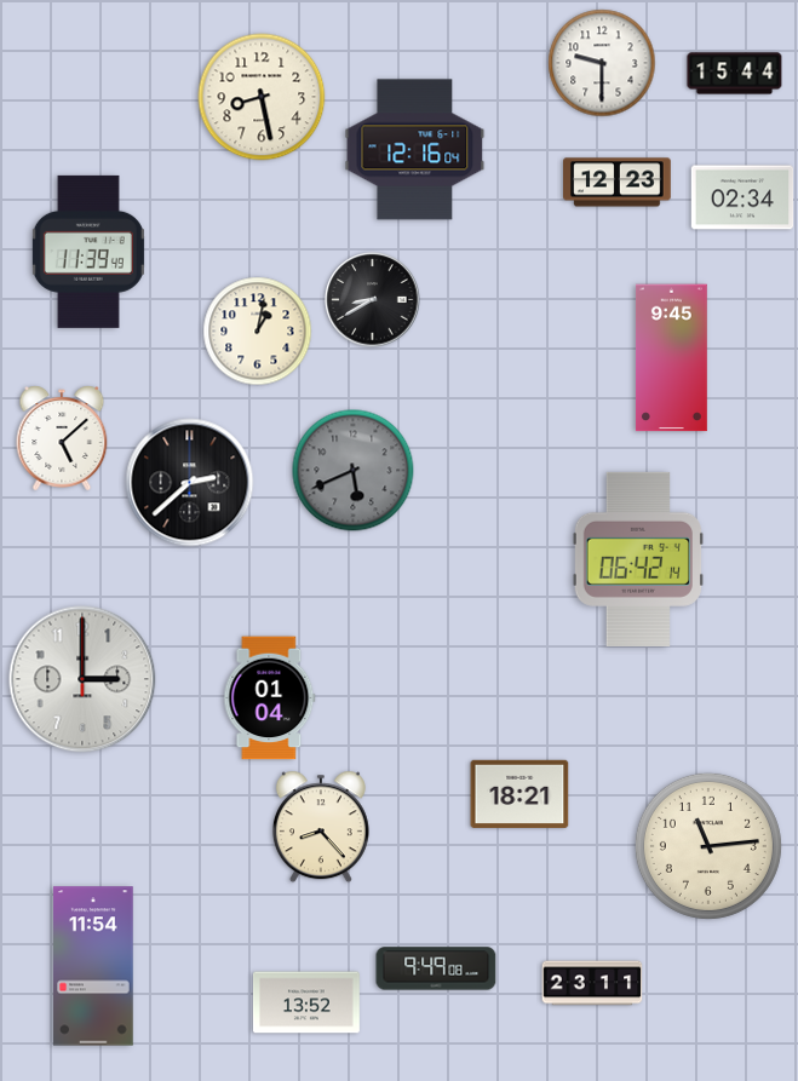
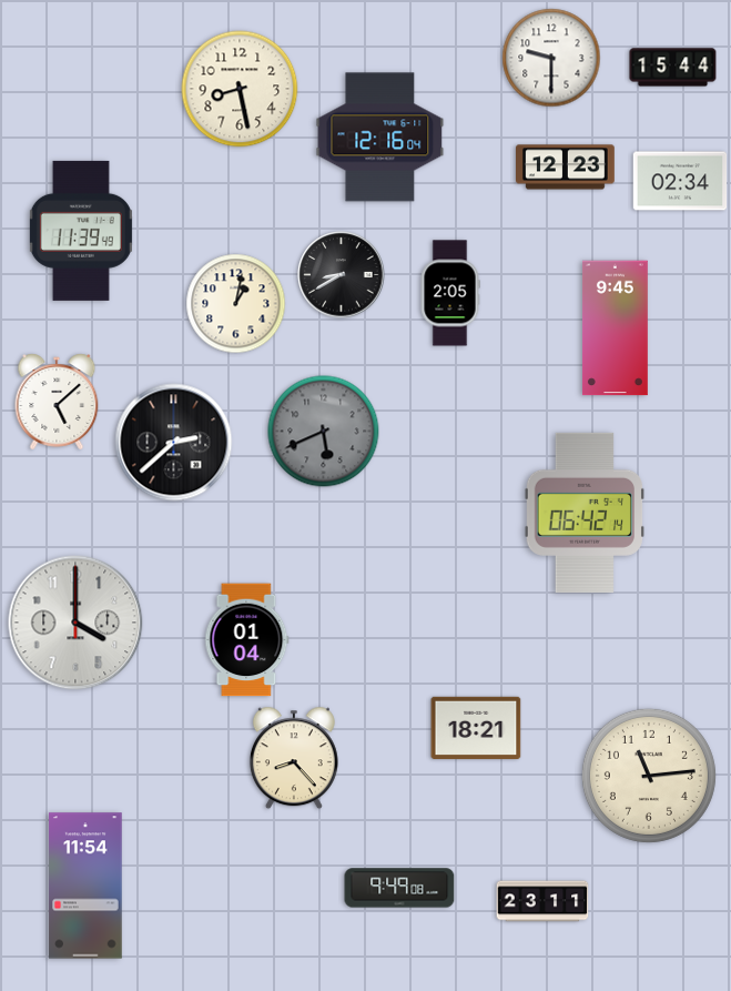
clock at (450, 293): none -> 2:05
clock at (82, 679): 3:00 -> 4:00
clock at (306, 1002): 13:52 -> none
